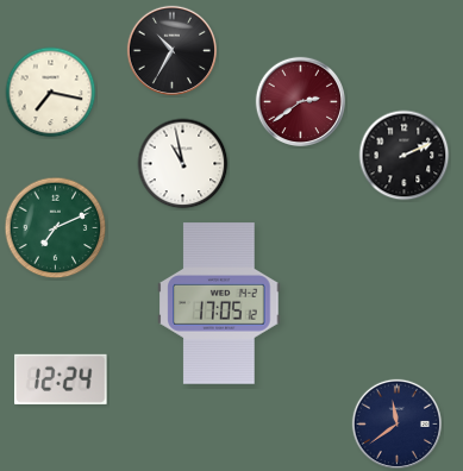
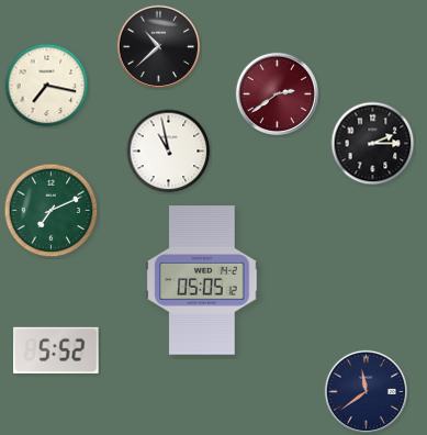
clock at (171, 50): 10:35 -> 10:38
clock at (405, 156): 2:11 -> 2:15
clock at (219, 303): 17:05 -> 05:05
clock at (61, 379): 12:24 -> 5:52
